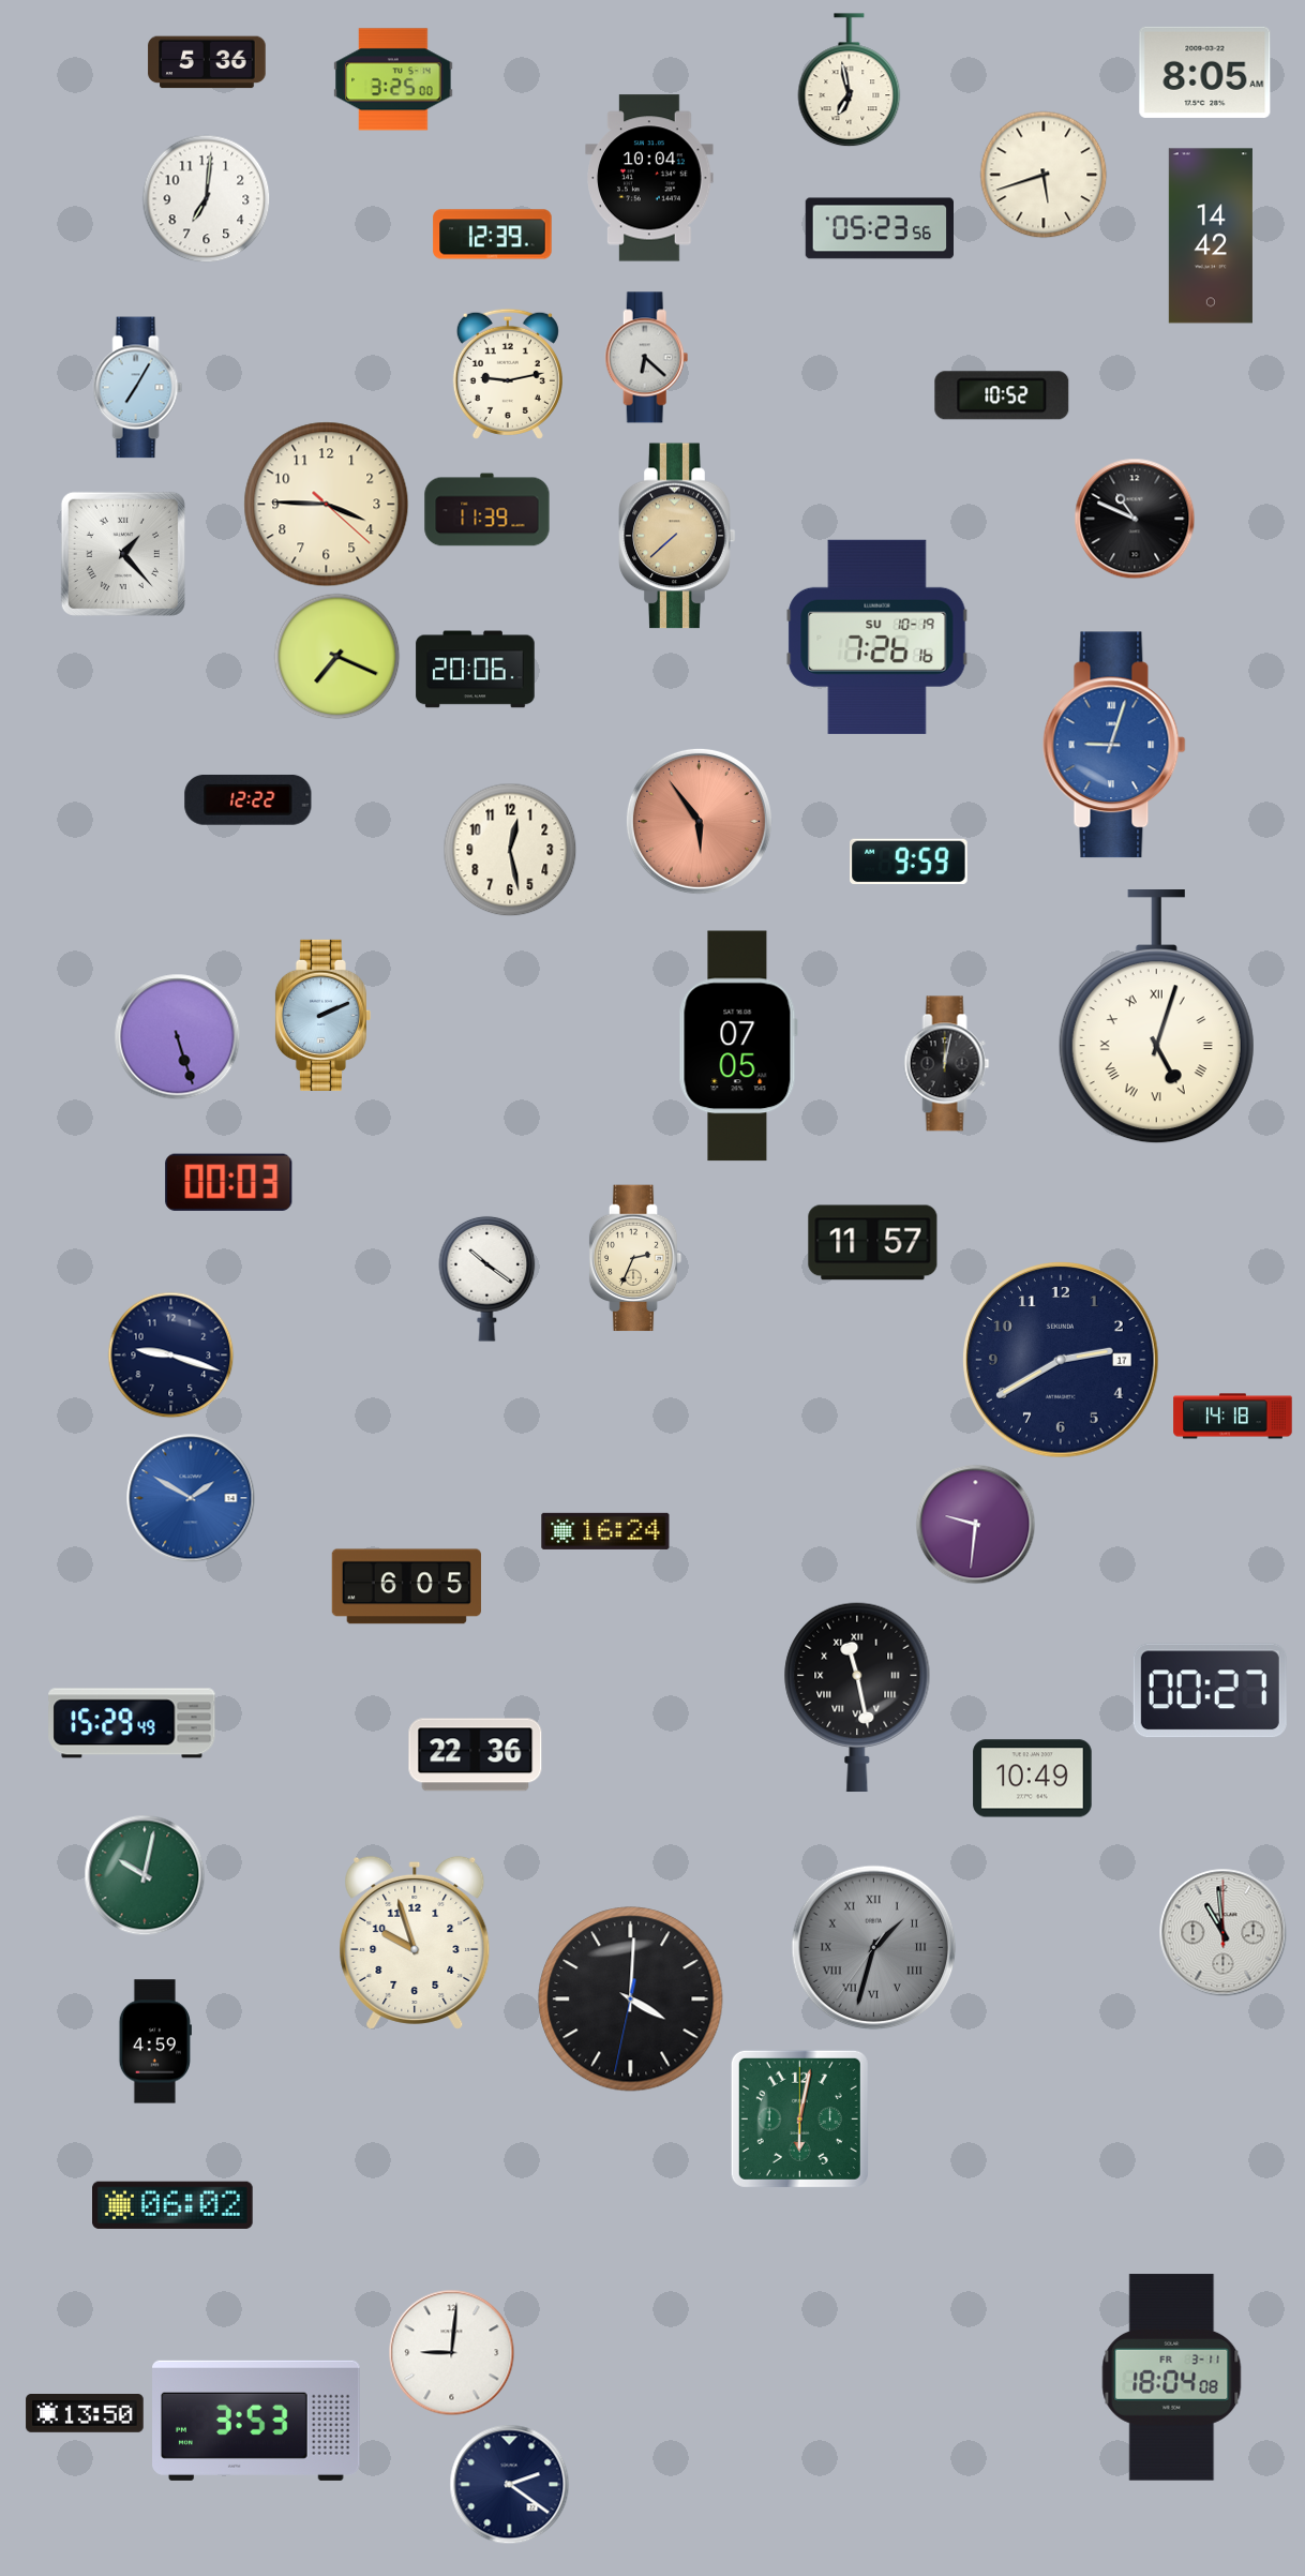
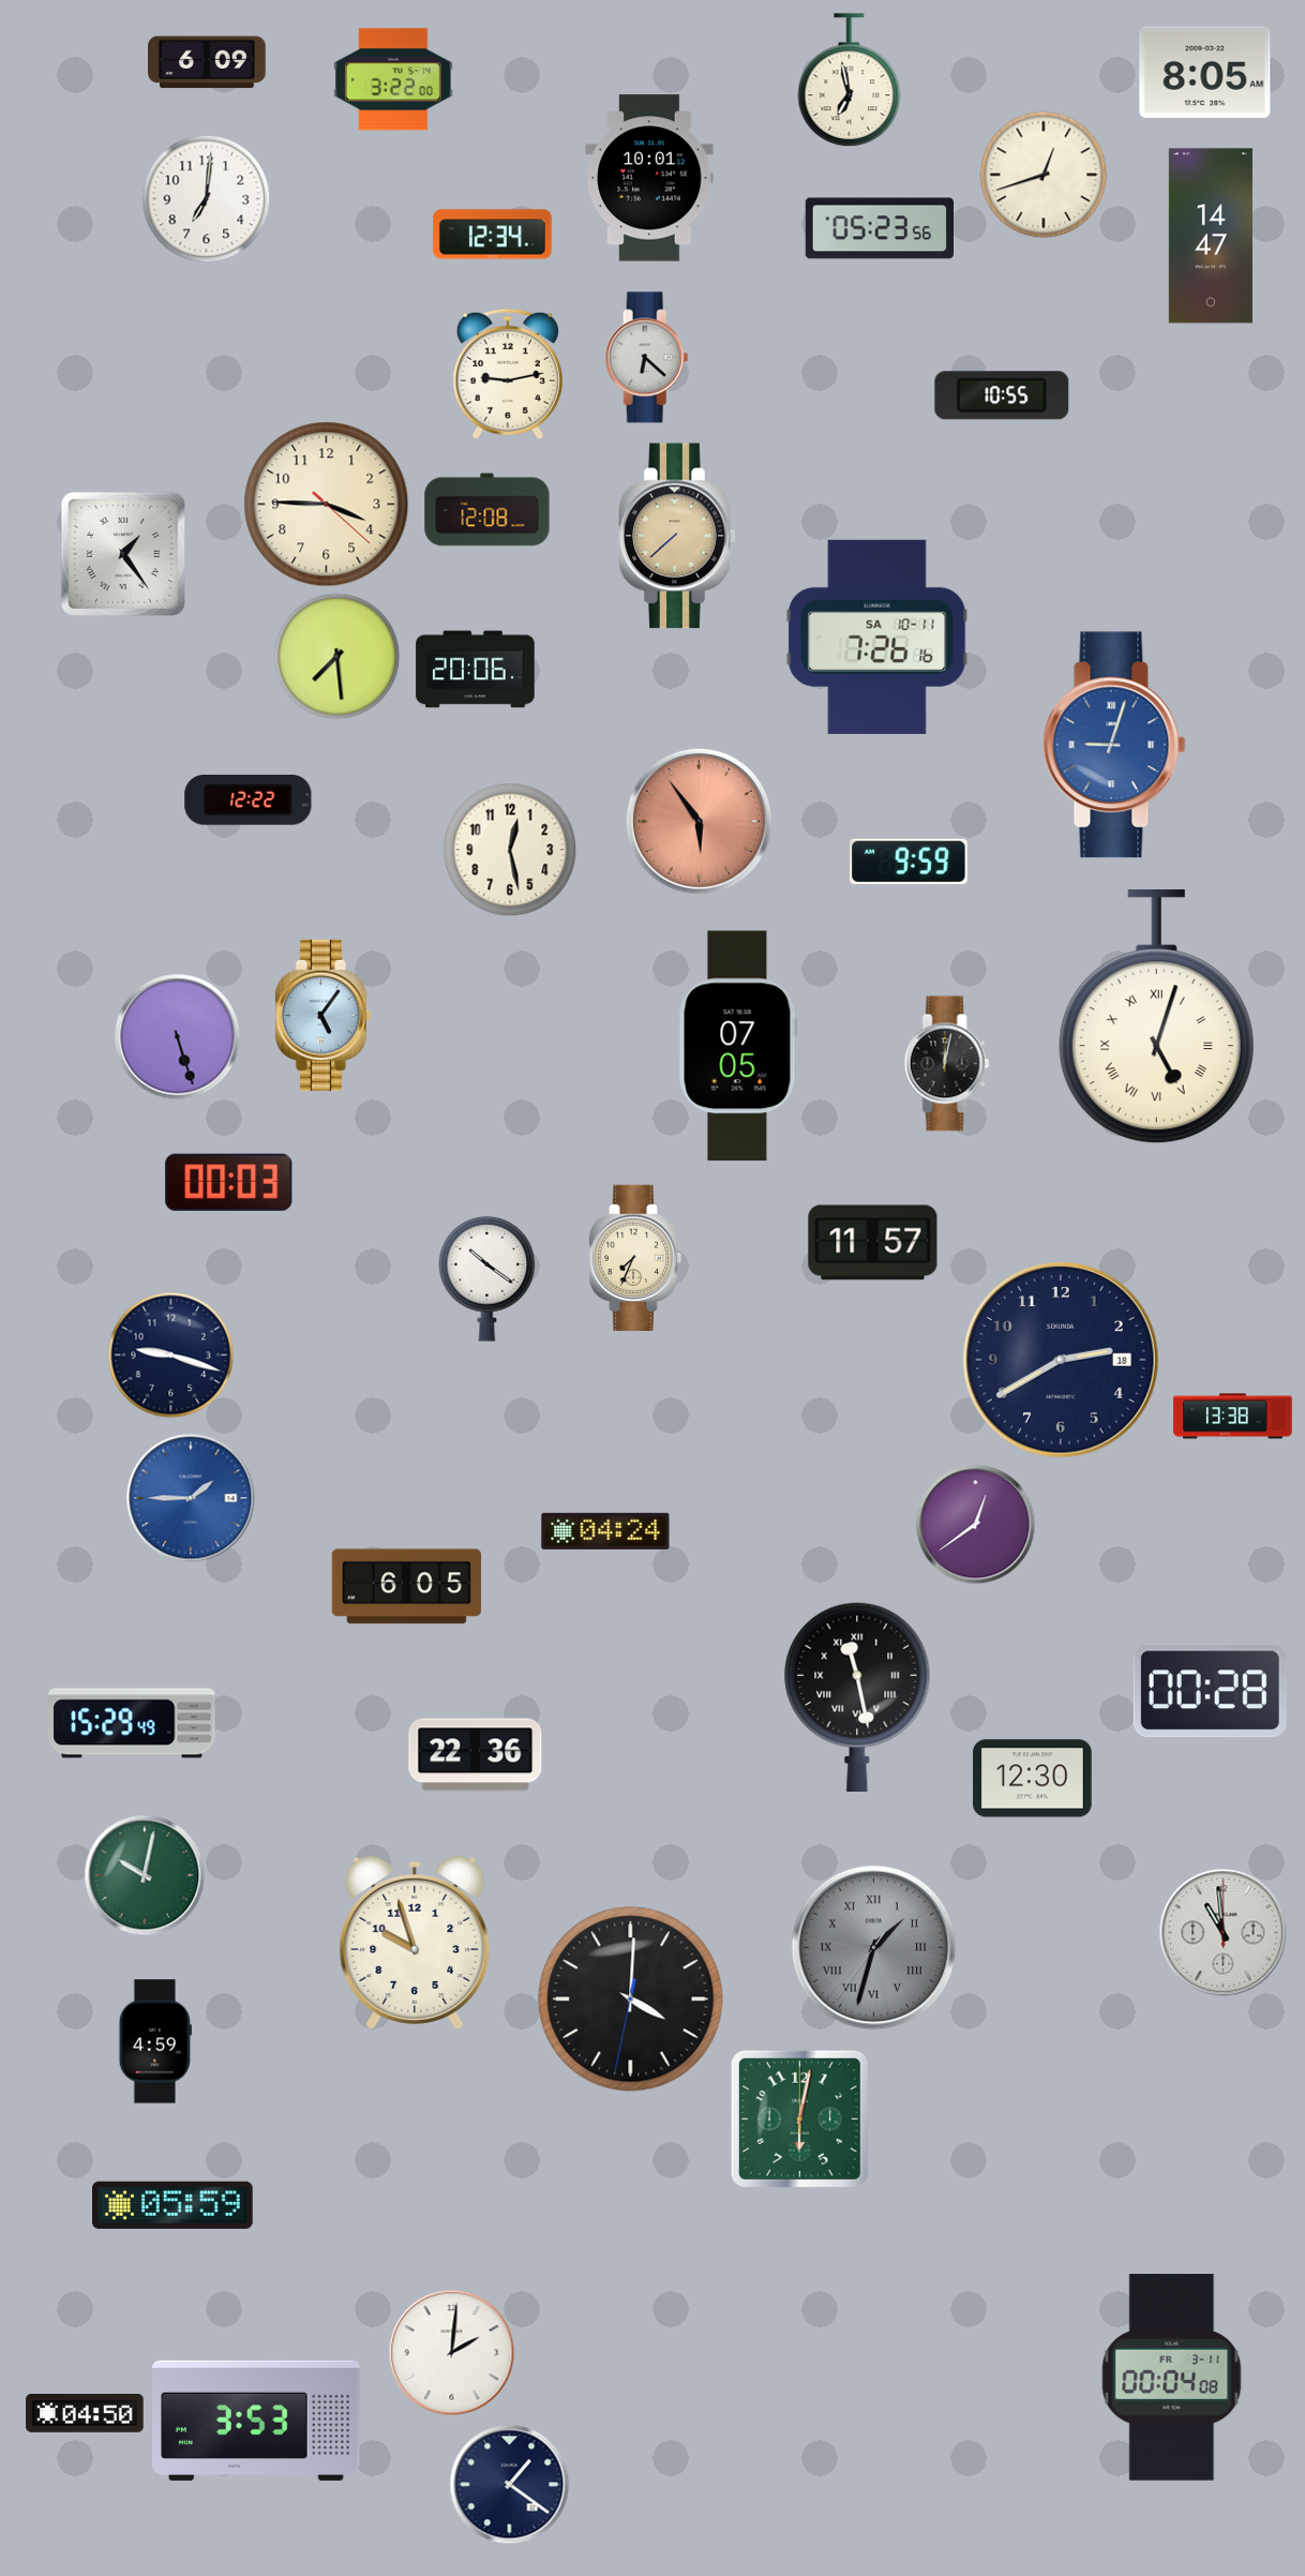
clock at (207, 62): 5:36 -> 6:09
clock at (393, 79): 3:25 -> 3:22
clock at (1044, 175): 5:42 -> 12:42
clock at (649, 178): 10:04 -> 10:01
clock at (493, 235): 12:39 -> 12:34
clock at (1211, 236): 14:42 -> 14:47
clock at (138, 388): 7:05 -> none
clock at (1002, 395): 10:52 -> 10:55
clock at (487, 510): 11:39 -> 12:08
clock at (1135, 519): 10:49 -> none
clock at (123, 554): 1:23 -> 1:24
clock at (877, 636) date: SU 10-19 -> SA 10-11
clock at (337, 657): 7:19 -> 7:29
clock at (322, 1015): 2:11 -> 5:06
clock at (635, 1258): 2:34 -> 7:34
clock at (1062, 1361) date: 17 -> 18
clock at (1233, 1417): 14:18 -> 13:38
clock at (191, 1498): 1:50 -> 1:45
clock at (976, 1525): 9:31 -> 12:39
clock at (605, 1531): 16:24 -> 04:24
clock at (1210, 1691): 00:27 -> 00:28
clock at (1033, 1779): 10:49 -> 12:30
clock at (174, 2205): 06:02 -> 05:59
clock at (452, 2353): 9:01 -> 2:01
clock at (1172, 2378): 18:04 -> 00:04
clock at (85, 2414): 13:50 -> 04:50
clock at (510, 2485): 2:21 -> 1:21
